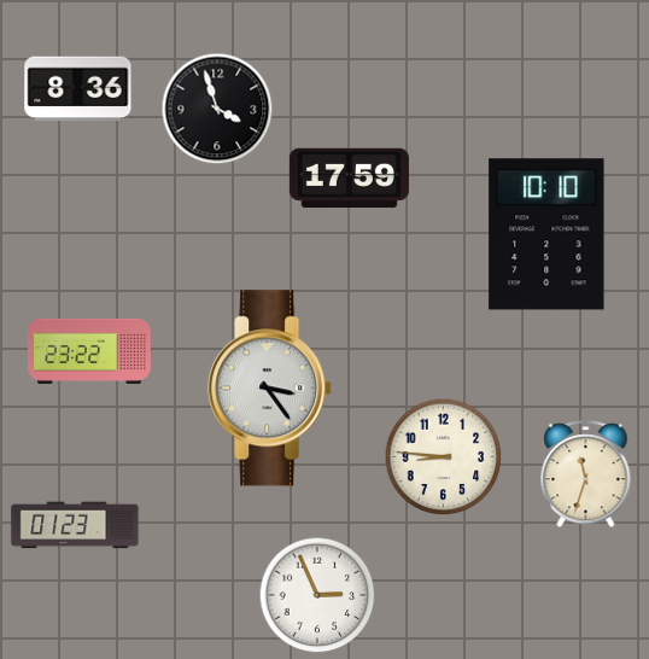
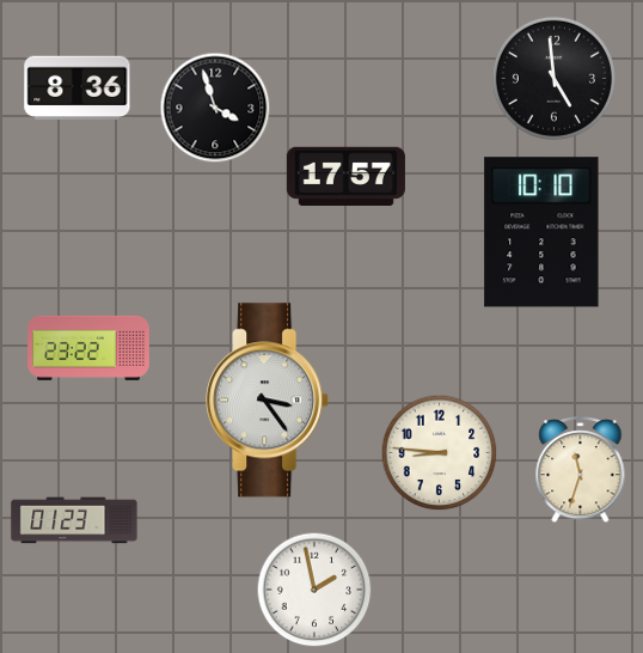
clock at (553, 78): none -> 4:59
clock at (349, 177): 17:59 -> 17:57
clock at (270, 389) position: (270, 389) -> (268, 401)
clock at (317, 595): 2:56 -> 1:58
